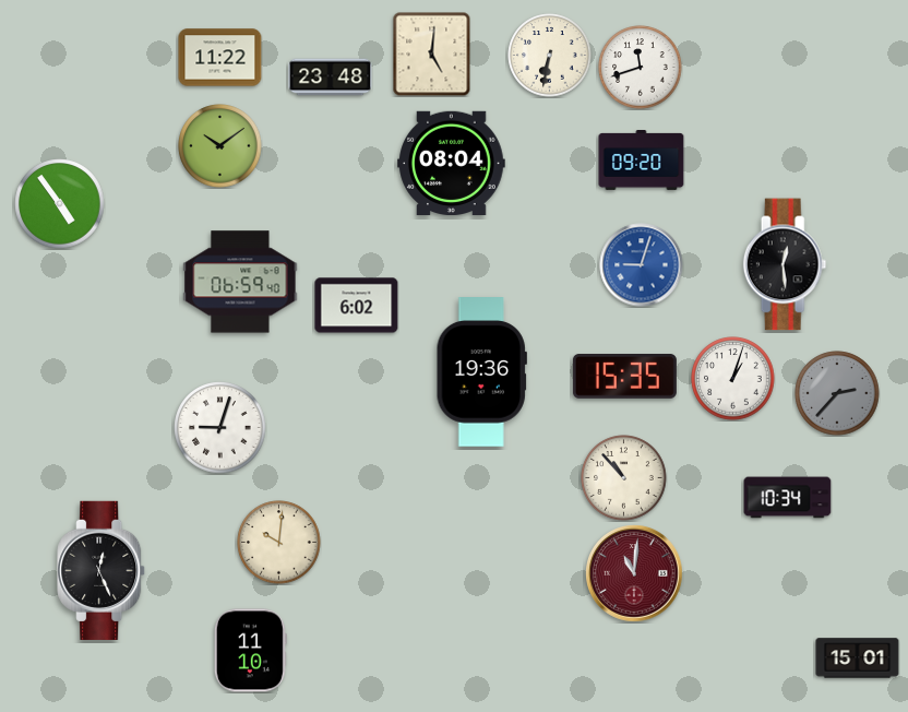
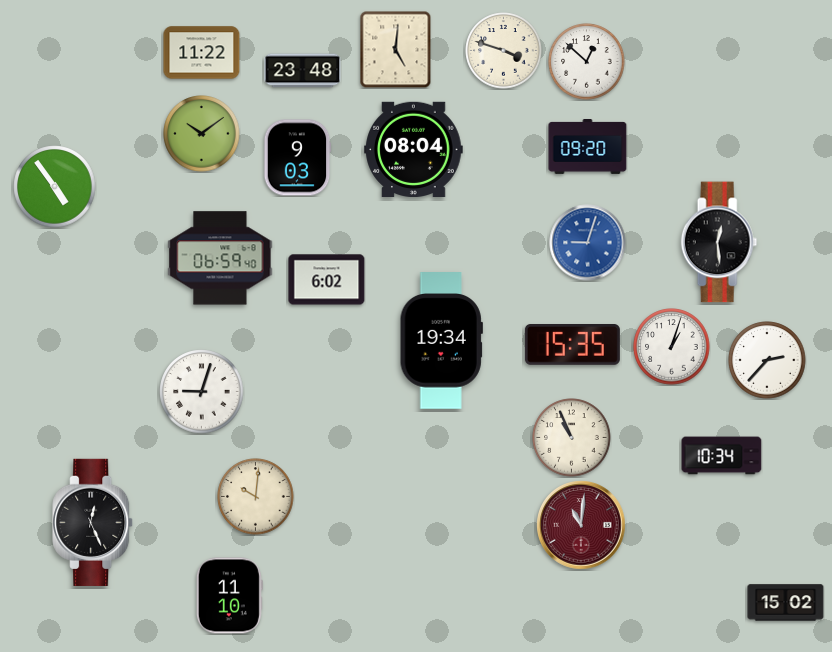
clock at (550, 56): 6:32 -> 3:48
clock at (641, 68): 11:42 -> 12:52
clock at (297, 158): none -> 9:03
clock at (481, 372): 19:36 -> 19:34
clock at (837, 393) dial: grey -> white
clock at (624, 478): 10:53 -> 10:56
clock at (858, 658): 15:01 -> 15:02
